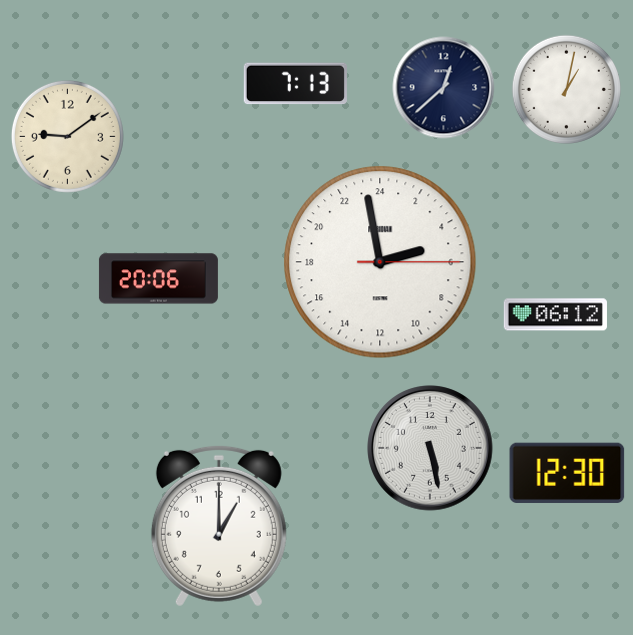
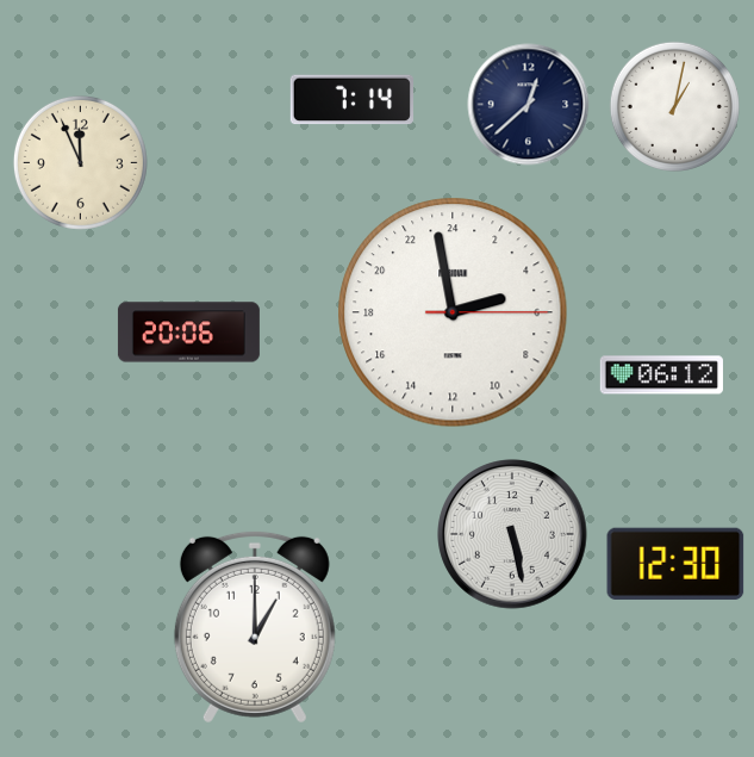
clock at (295, 84): 7:13 -> 7:14
clock at (67, 136): 9:09 -> 11:56
clock at (219, 526) position: (219, 526) -> (255, 627)
